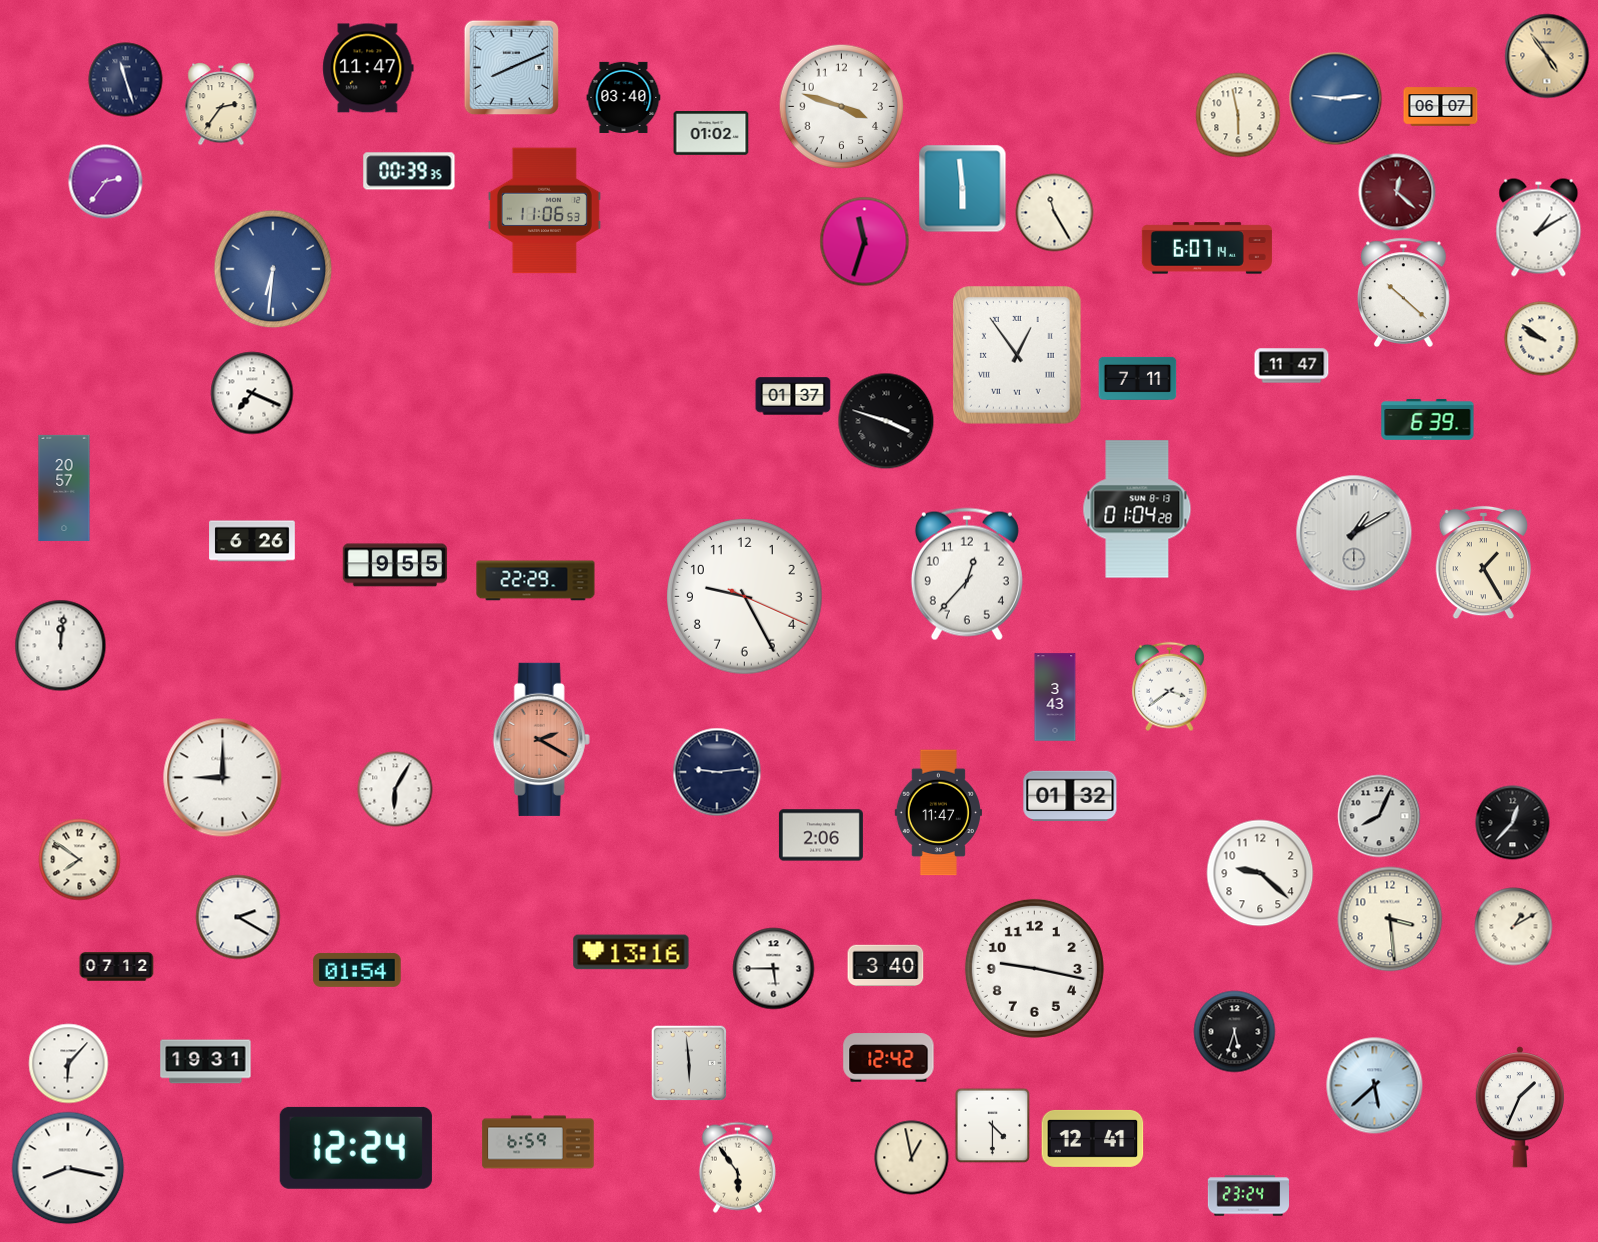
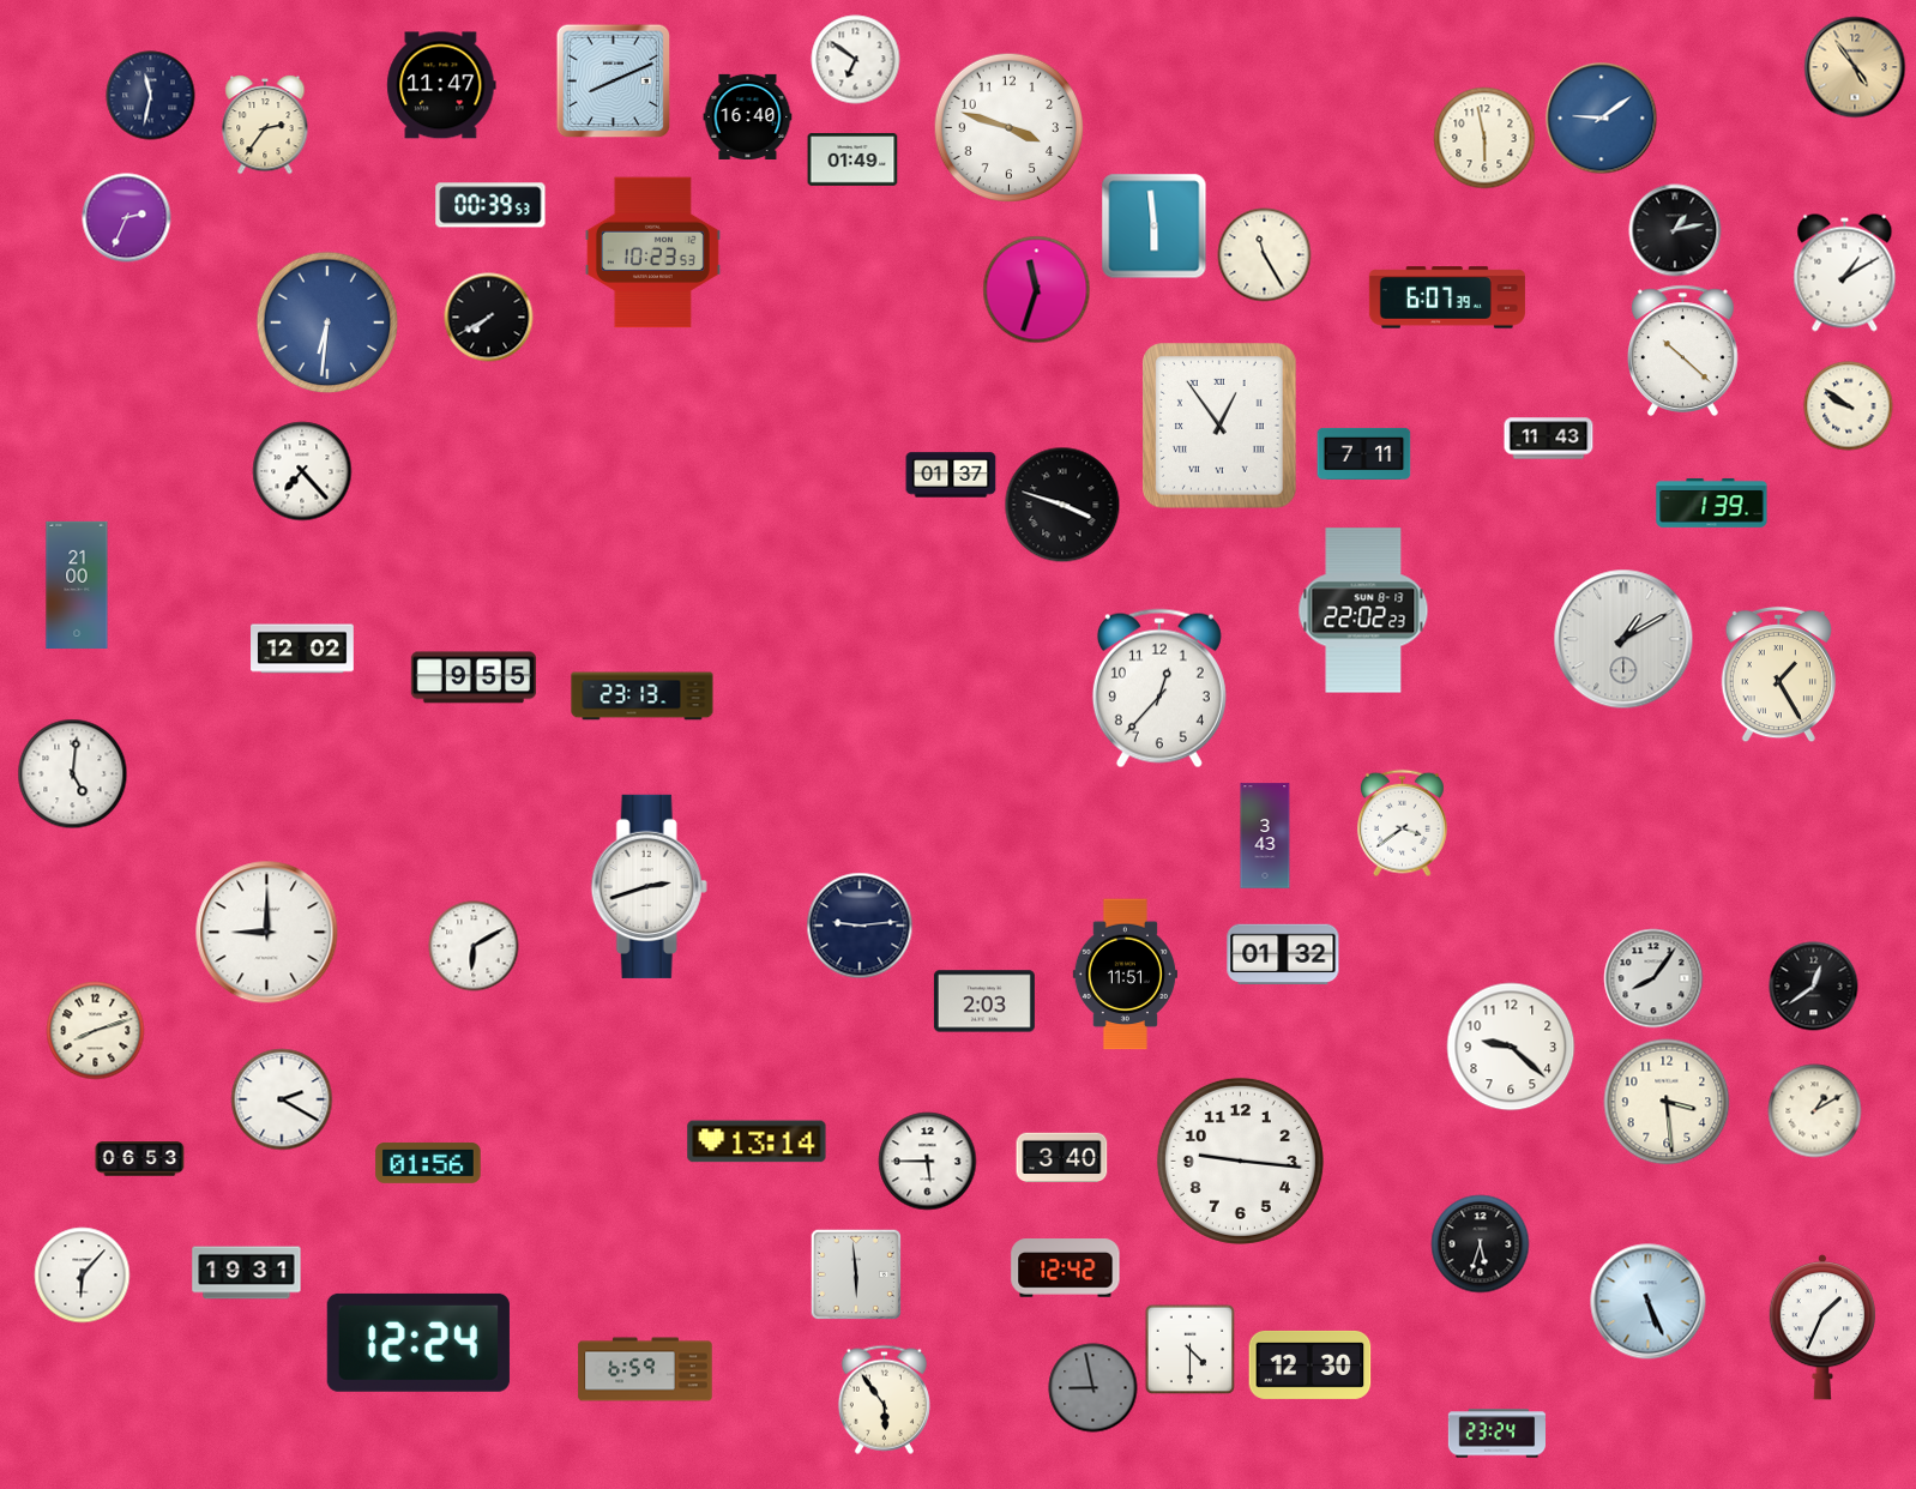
clock at (856, 60): none -> 6:51
clock at (368, 68) position: (368, 68) -> (441, 85)
clock at (126, 80): 11:27 -> 11:32
clock at (624, 97): 03:40 -> 16:40
clock at (1336, 99): 9:14 -> 9:09
clock at (1441, 107): 06:07 -> none
clock at (711, 133): 01:02 -> 01:49
clock at (409, 171): 00:39:35 -> 00:39:53
clock at (106, 182): 2:36 -> 2:34
clock at (1397, 192): 12:22 -> 1:13
clock at (1397, 192) dial: burgundy -> black
clock at (544, 211): 11:06 -> 10:23
clock at (1207, 248): 6:07:14 -> 6:07:39
clock at (489, 318): none -> 7:40
clock at (1292, 366): 11:47 -> 11:43
clock at (252, 393): 7:19 -> 7:23
clock at (1428, 419): 6:39 -> 1:39
clock at (64, 488): 20:57 -> 21:00
clock at (1137, 509): 01:04 -> 22:02
clock at (252, 541): 6:26 -> 12:02
clock at (536, 581): 22:29 -> 23:13
clock at (745, 597): 9:25 -> none
clock at (61, 646): 12:01 -> 5:01
clock at (541, 739): 2:20 -> 2:42
clock at (541, 739) dial: salmon -> white
clock at (395, 789): 6:05 -> 6:10
clock at (938, 813): 11:47 -> 11:51
clock at (1379, 816): 8:04 -> 8:06
clock at (1513, 823): 12:37 -> 12:39
clock at (821, 835): 2:06 -> 2:03
clock at (80, 860): 7:51 -> 8:12
clock at (238, 917) position: (238, 917) -> (282, 1099)
clock at (631, 952): 13:16 -> 13:14
clock at (117, 967): 07:12 -> 06:53
clock at (1034, 968): 9:17 -> 9:16
clock at (357, 970): 01:54 -> 01:56
clock at (1235, 1032) position: (1235, 1032) -> (1481, 1244)
clock at (688, 1062) position: (688, 1062) -> (855, 1273)
clock at (1375, 1086): 5:38 -> 5:26
clock at (1093, 1138): 12:41 -> 12:30
clock at (356, 1148) position: (356, 1148) -> (418, 1343)
clock at (912, 1158): 12:58 -> 8:58
clock at (912, 1158) dial: cream -> grey
clock at (68, 1168): 8:17 -> none
